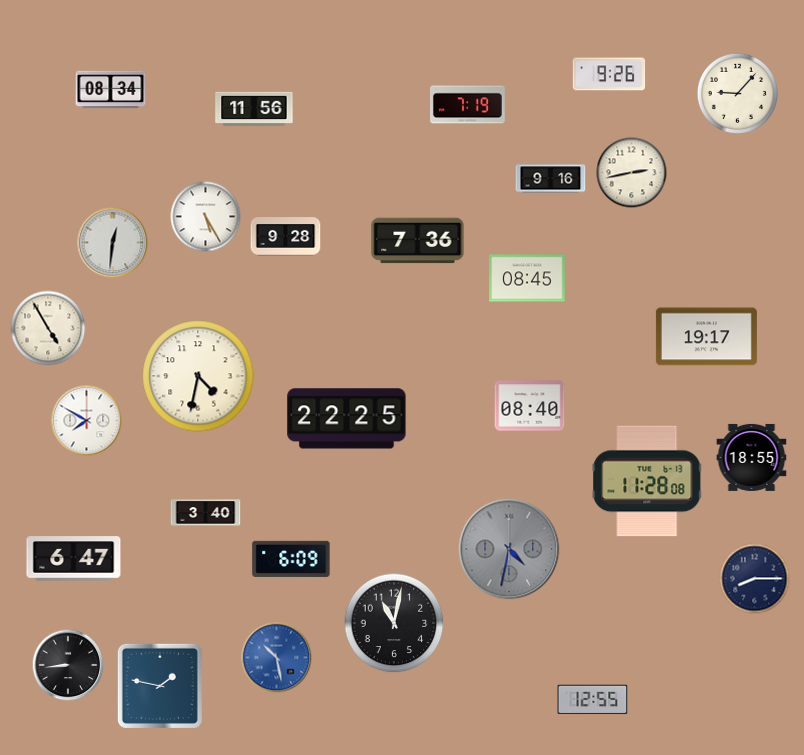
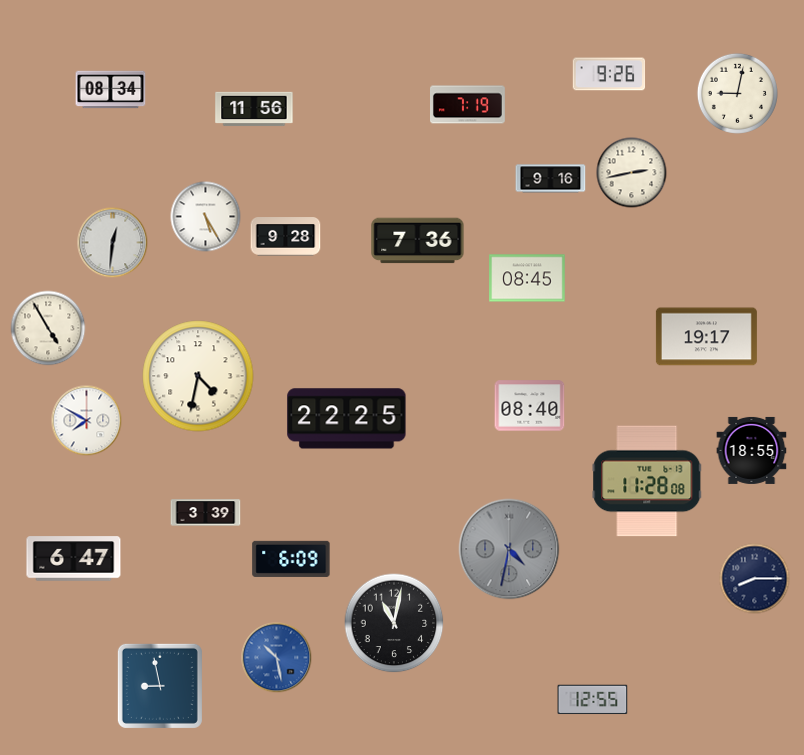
clock at (737, 93): 9:07 -> 9:02
clock at (752, 457) position: (752, 457) -> (752, 450)
clock at (206, 513): 3:40 -> 3:39
clock at (68, 665): 8:44 -> none
clock at (160, 686): 1:47 -> 8:58
